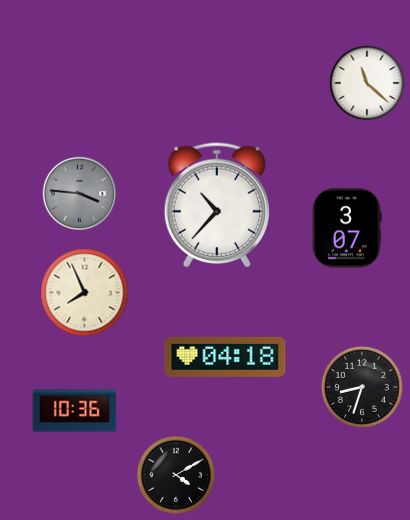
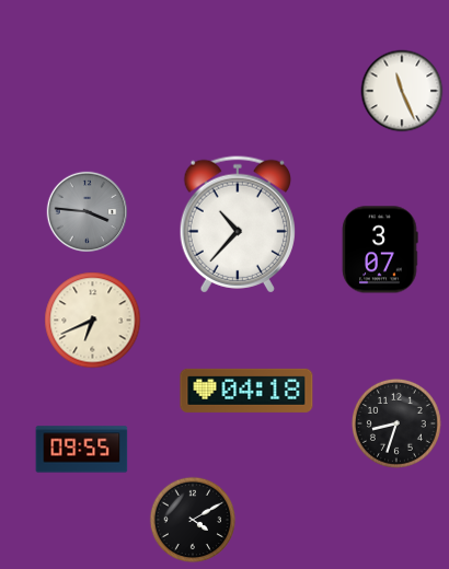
clock at (367, 83): 11:22 -> 11:26
clock at (85, 293): 7:56 -> 6:41
clock at (75, 411): 10:36 -> 09:55
